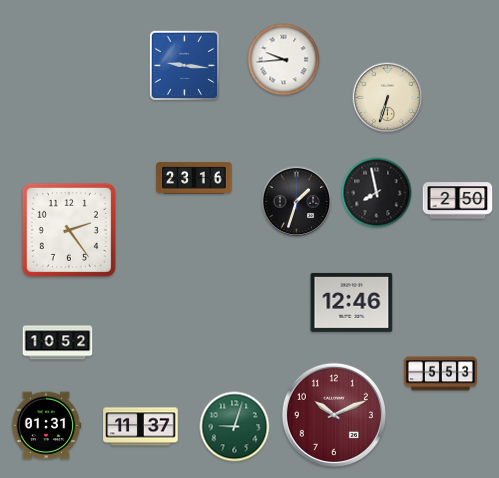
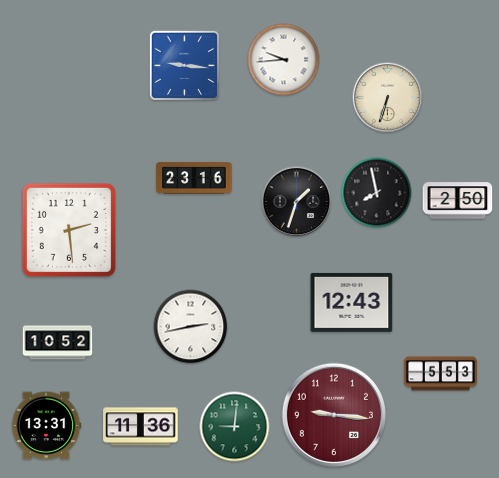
clock at (69, 230): 2:24 -> 2:29
clock at (352, 302): 12:46 -> 12:43
clock at (191, 327): none -> 2:43
clock at (334, 415): 10:11 -> 9:16
clock at (46, 426): 01:31 -> 13:31
clock at (141, 427): 11:37 -> 11:36
clock at (235, 427): 9:03 -> 9:01
